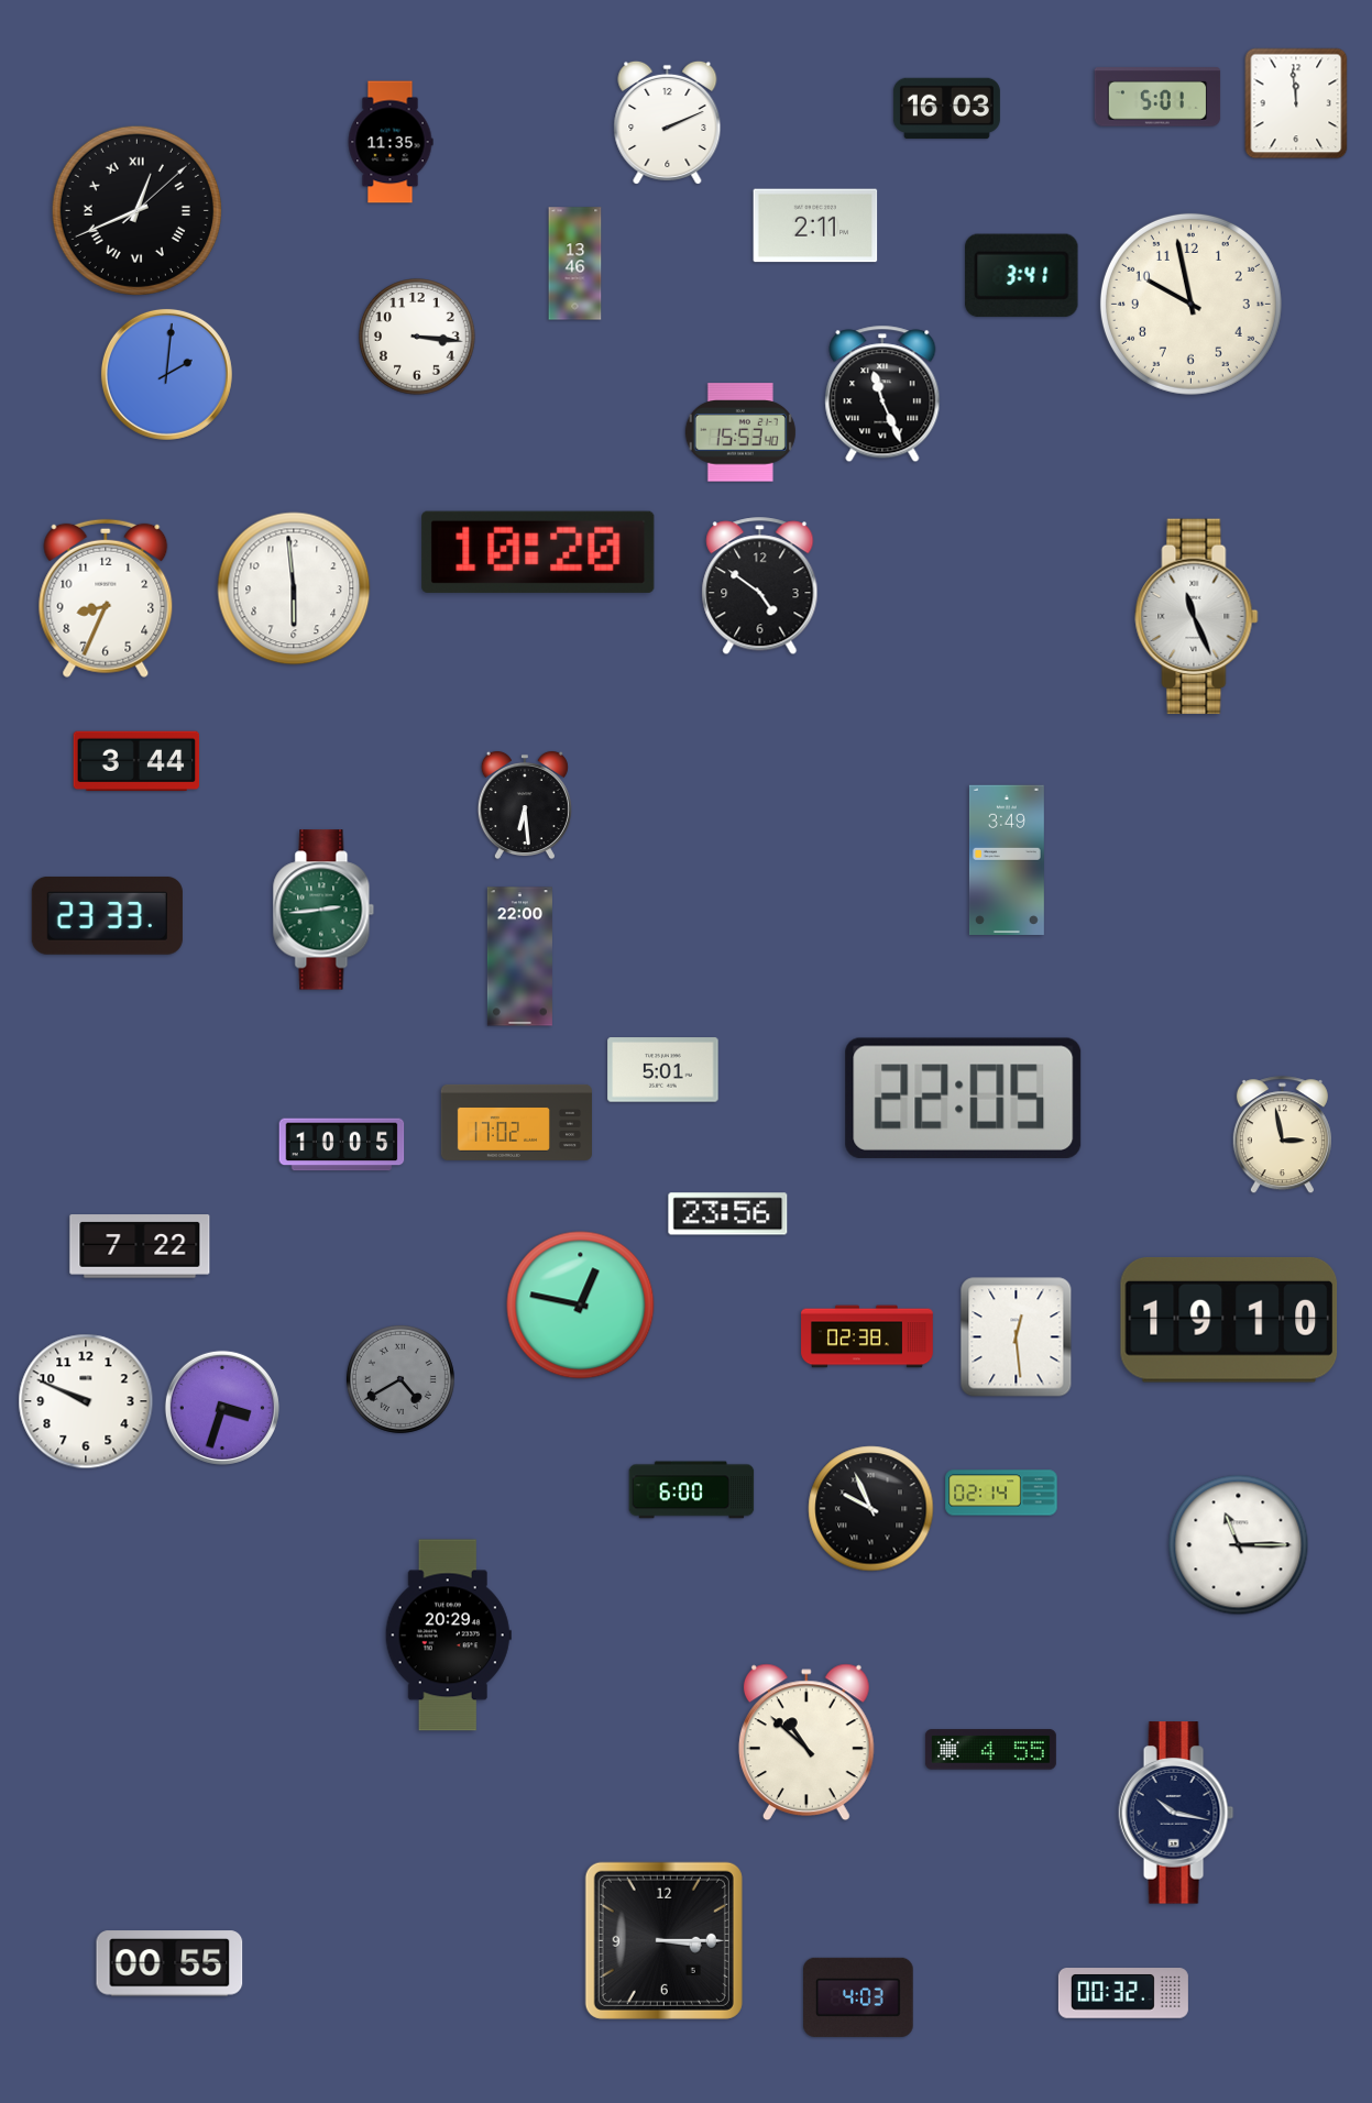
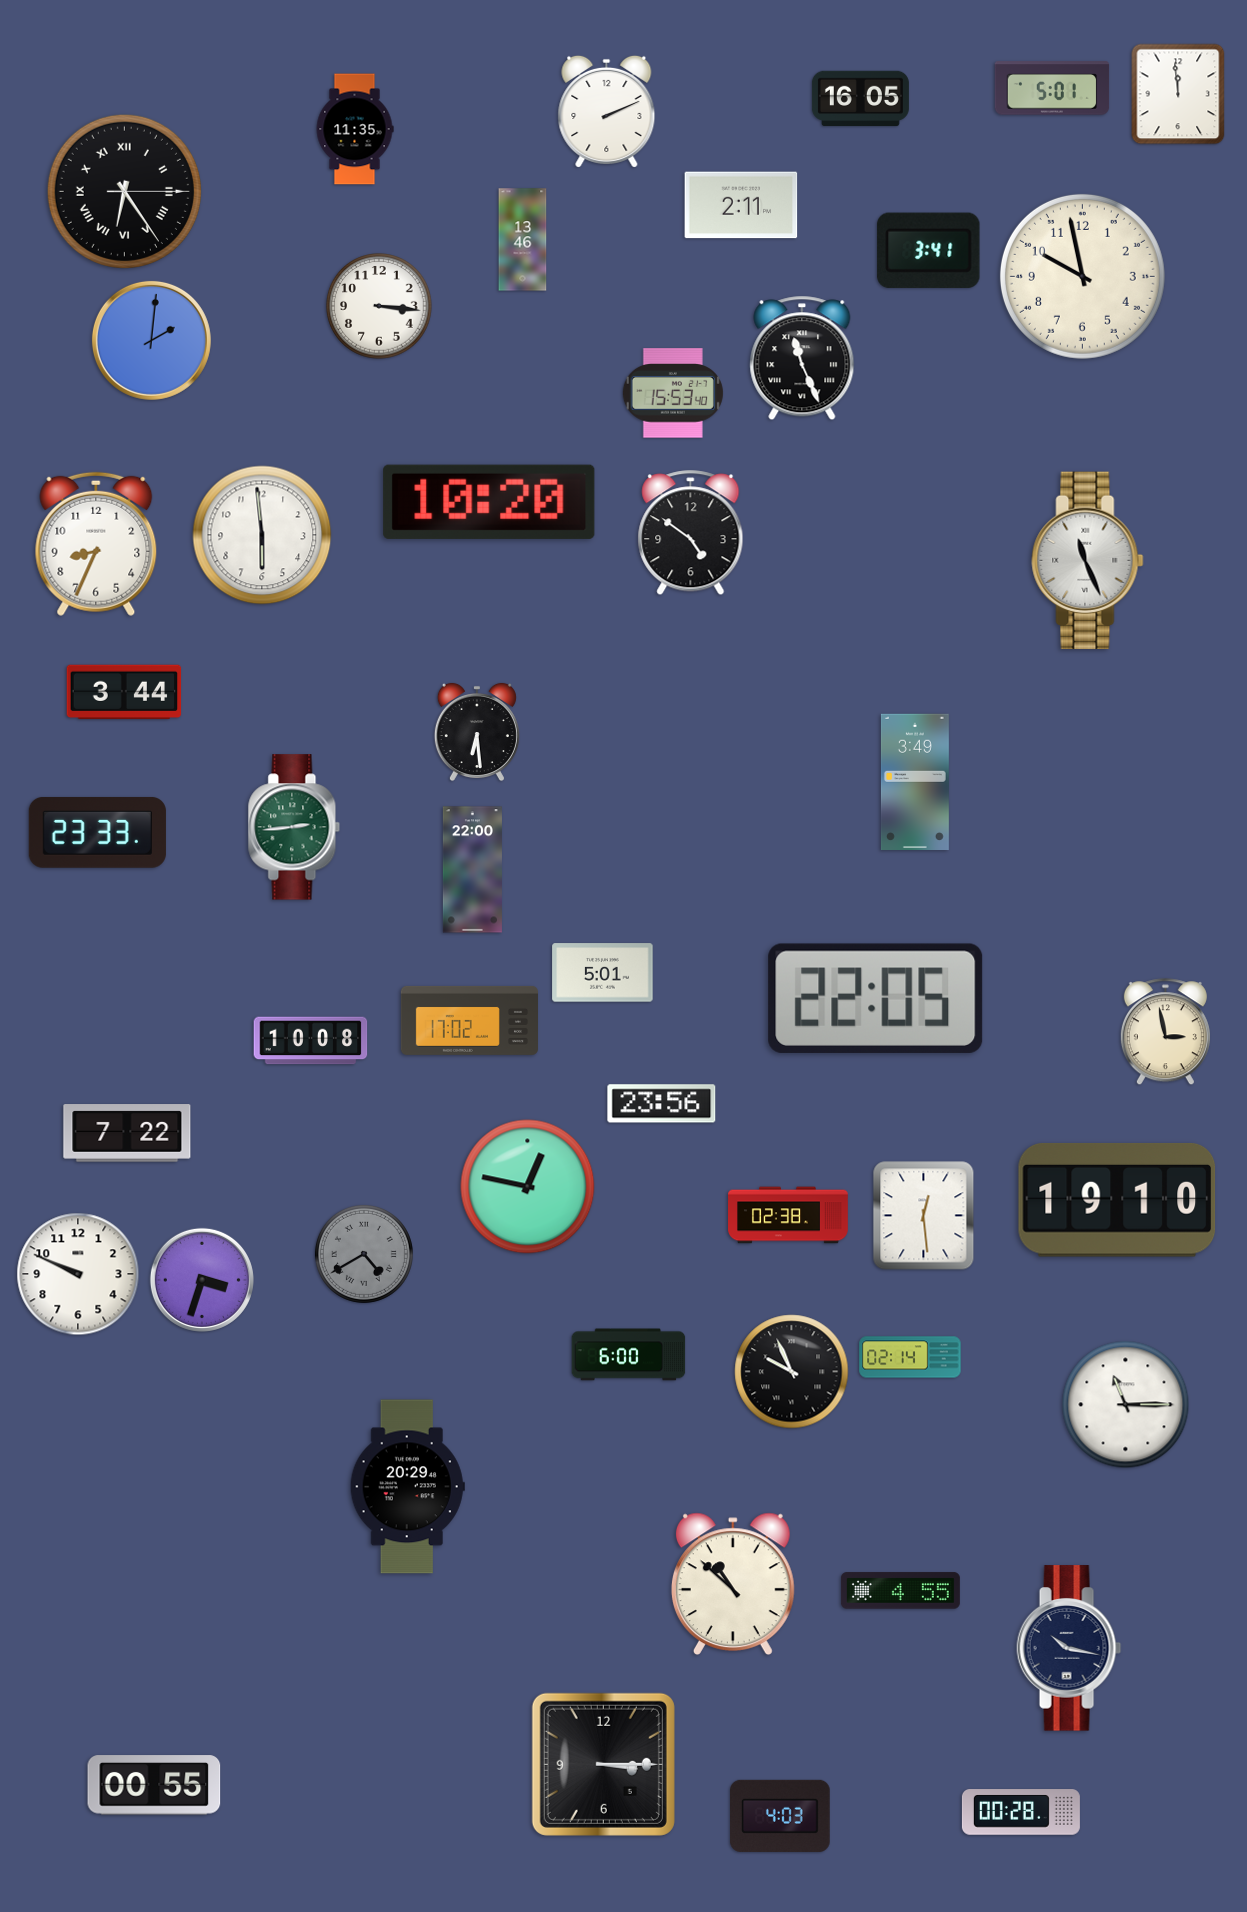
clock at (946, 109): 16:03 -> 16:05
clock at (136, 210): 12:41 -> 6:24
clock at (294, 588) position: (294, 588) -> (262, 535)
clock at (342, 1145): 10:05 -> 10:08
clock at (1123, 1993): 00:32 -> 00:28
